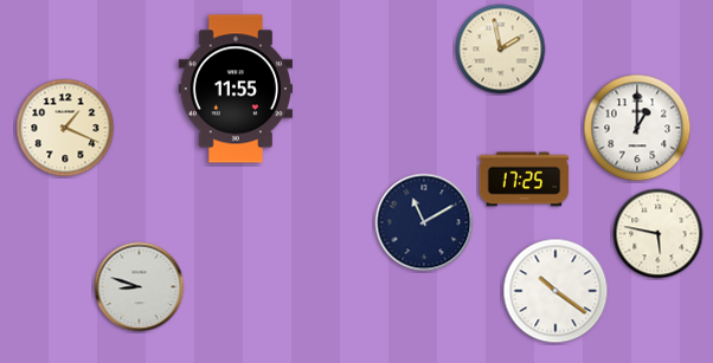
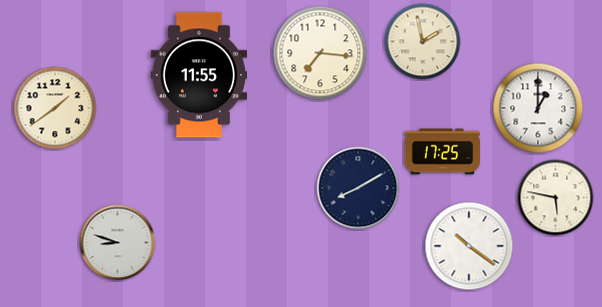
clock at (320, 53): none -> 7:16
clock at (65, 128): 1:19 -> 1:39
clock at (424, 222): 11:10 -> 8:10
